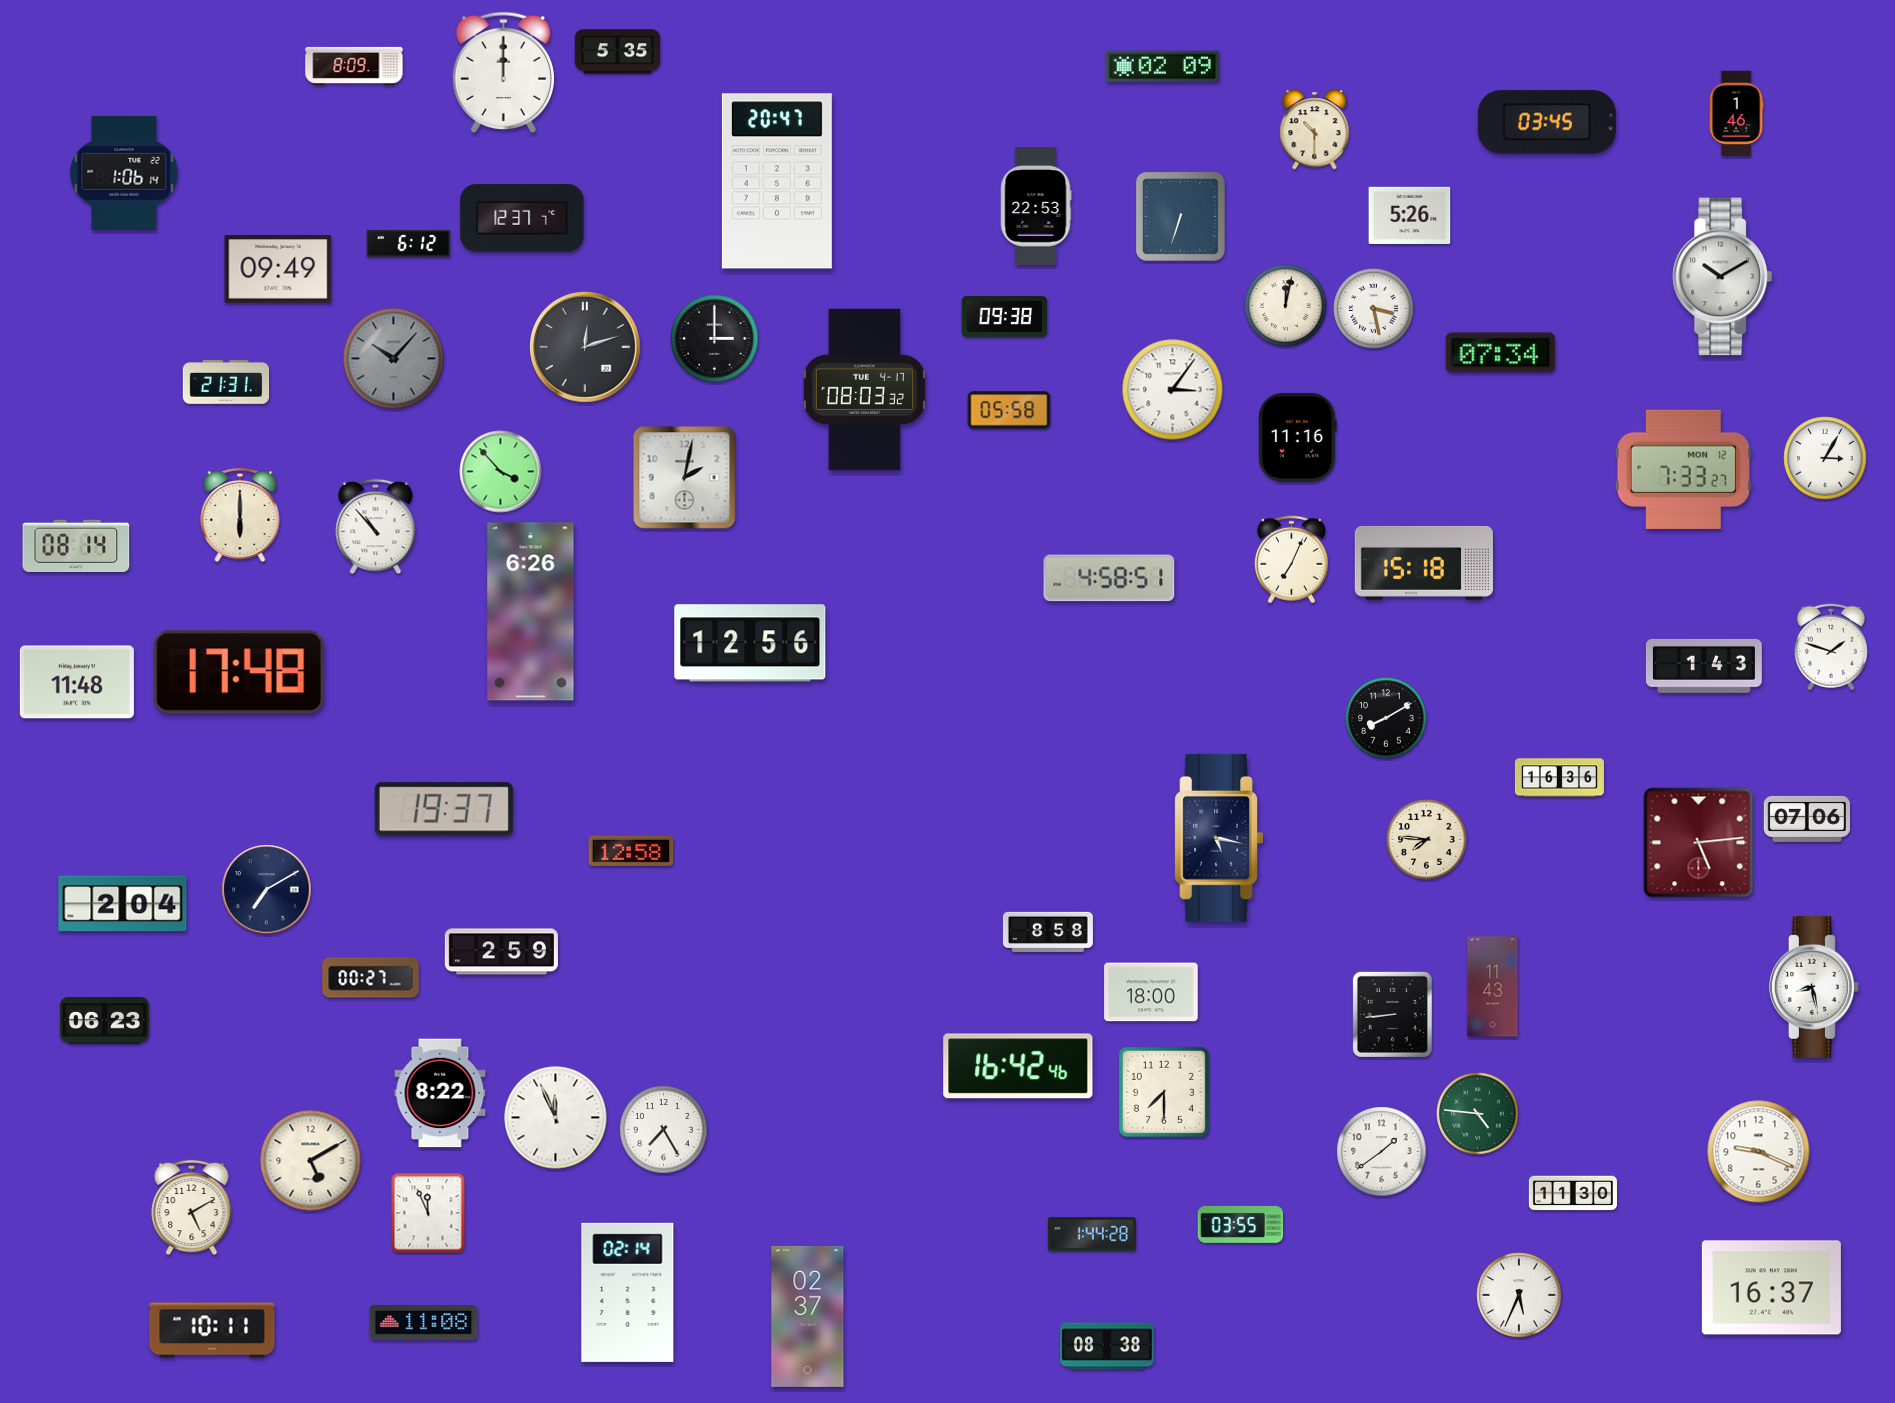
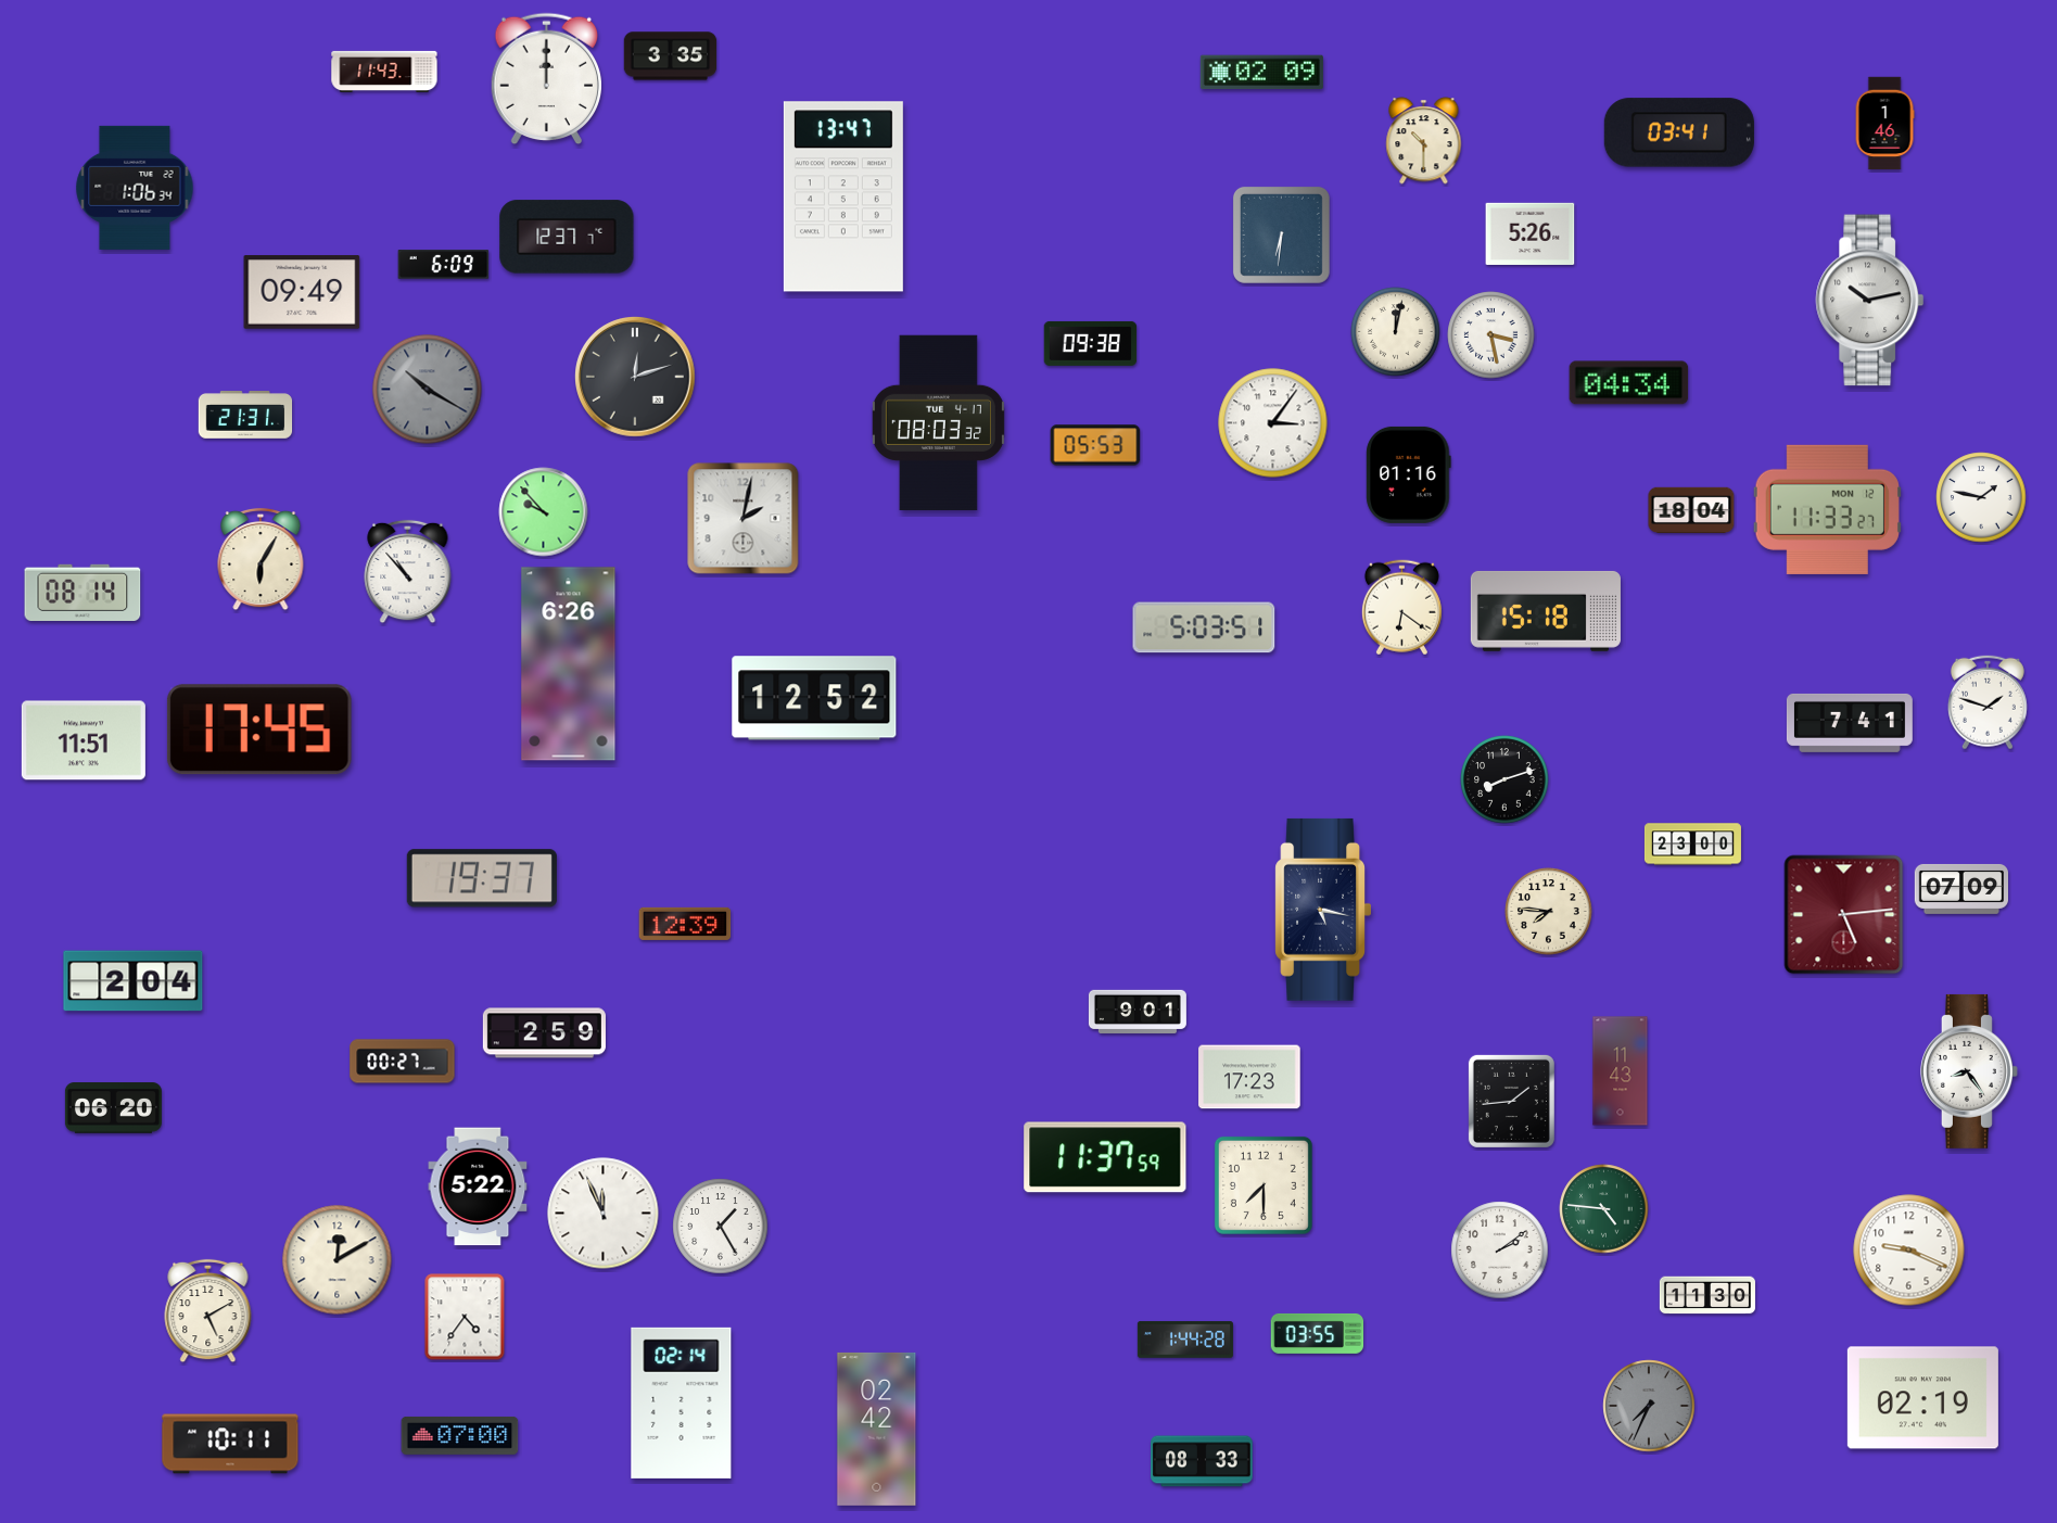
clock at (618, 52): 5:35 -> 3:35
clock at (354, 66): 8:09 -> 11:43
clock at (1547, 122): 03:45 -> 03:41
clock at (1315, 130) position: (1315, 130) -> (1424, 141)
clock at (124, 173): 1:06:14 -> 1:06:34
clock at (777, 181): 20:47 -> 13:47
clock at (1036, 206): 22:53 -> none
clock at (1180, 216): 6:33 -> 6:31
clock at (409, 244): 6:12 -> 6:09
clock at (1723, 277): 10:10 -> 10:13
clock at (715, 339): 3:00 -> none
clock at (1501, 353): 07:34 -> 04:34
clock at (394, 359): 10:07 -> 10:20
clock at (1009, 410): 05:58 -> 05:53
clock at (1298, 437): 11:16 -> 01:16
clock at (1825, 458): 3:05 -> 1:47
clock at (1683, 469): 7:33 -> 11:33
clock at (1691, 510): none -> 18:04
clock at (501, 472): 3:53 -> 9:53
clock at (240, 515): 6:00 -> 6:05
clock at (1291, 560): 7:04 -> 6:21
clock at (1109, 578): 4:58 -> 5:03
clock at (531, 612) position: (531, 612) -> (569, 664)
clock at (750, 643): 12:56 -> 12:52
clock at (1704, 666): 1:43 -> 7:41
clock at (239, 672): 17:48 -> 17:45
clock at (77, 682): 11:48 -> 11:51
clock at (1386, 718): 8:10 -> 8:12
clock at (1559, 778): 16:36 -> 23:00
clock at (1807, 819): 07:06 -> 07:09
clock at (631, 851): 12:58 -> 12:39
clock at (267, 890): 7:10 -> none
clock at (1048, 931): 8:58 -> 9:01
clock at (1814, 987): 8:28 -> 8:24
clock at (1151, 992): 18:00 -> 17:23
clock at (1392, 1014): 8:44 -> 1:44
clock at (104, 1021): 06:23 -> 06:20
clock at (1018, 1066): 16:42 -> 11:37
clock at (440, 1093): 8:22 -> 5:22
clock at (664, 1130): 7:25 -> 1:25
clock at (1382, 1152): 1:39 -> 2:09
clock at (311, 1161): 5:10 -> 12:10
clock at (428, 1213): 11:56 -> 4:36
clock at (1241, 1224) position: (1241, 1224) -> (1318, 1333)
clock at (1771, 1288): 16:37 -> 02:19
clock at (1519, 1295): 5:34 -> 7:34
clock at (1519, 1295) dial: white -> grey
clock at (808, 1316): 02:37 -> 02:42
clock at (424, 1322): 11:08 -> 07:00
clock at (1107, 1346): 08:38 -> 08:33
